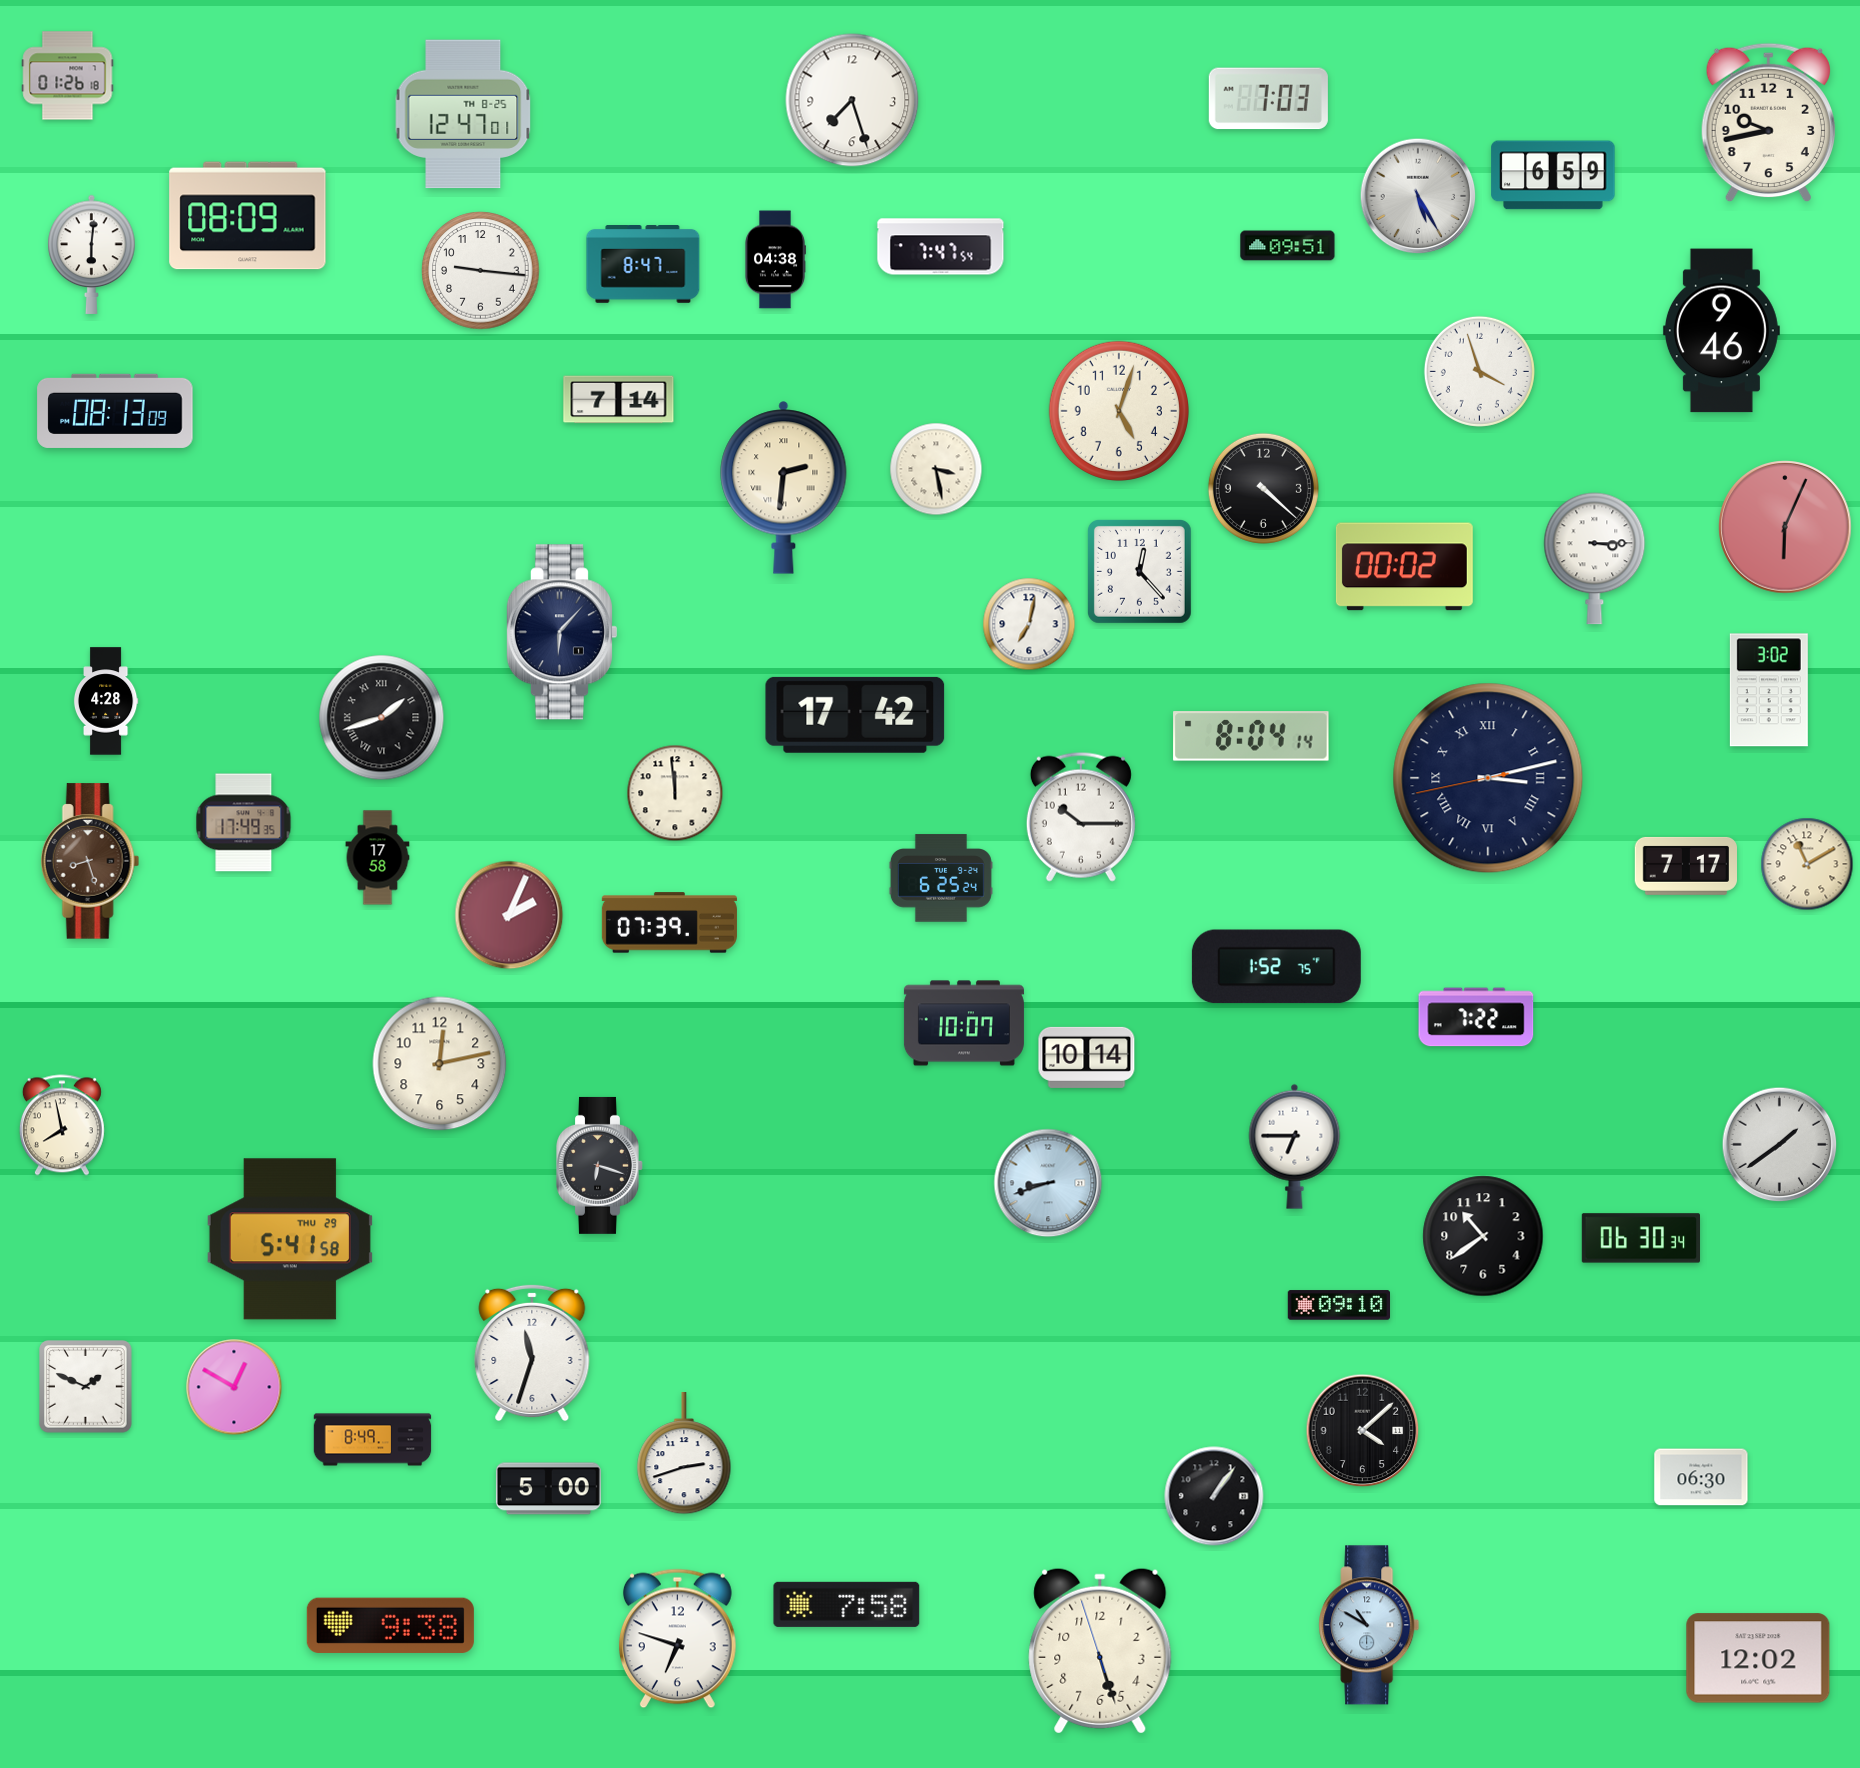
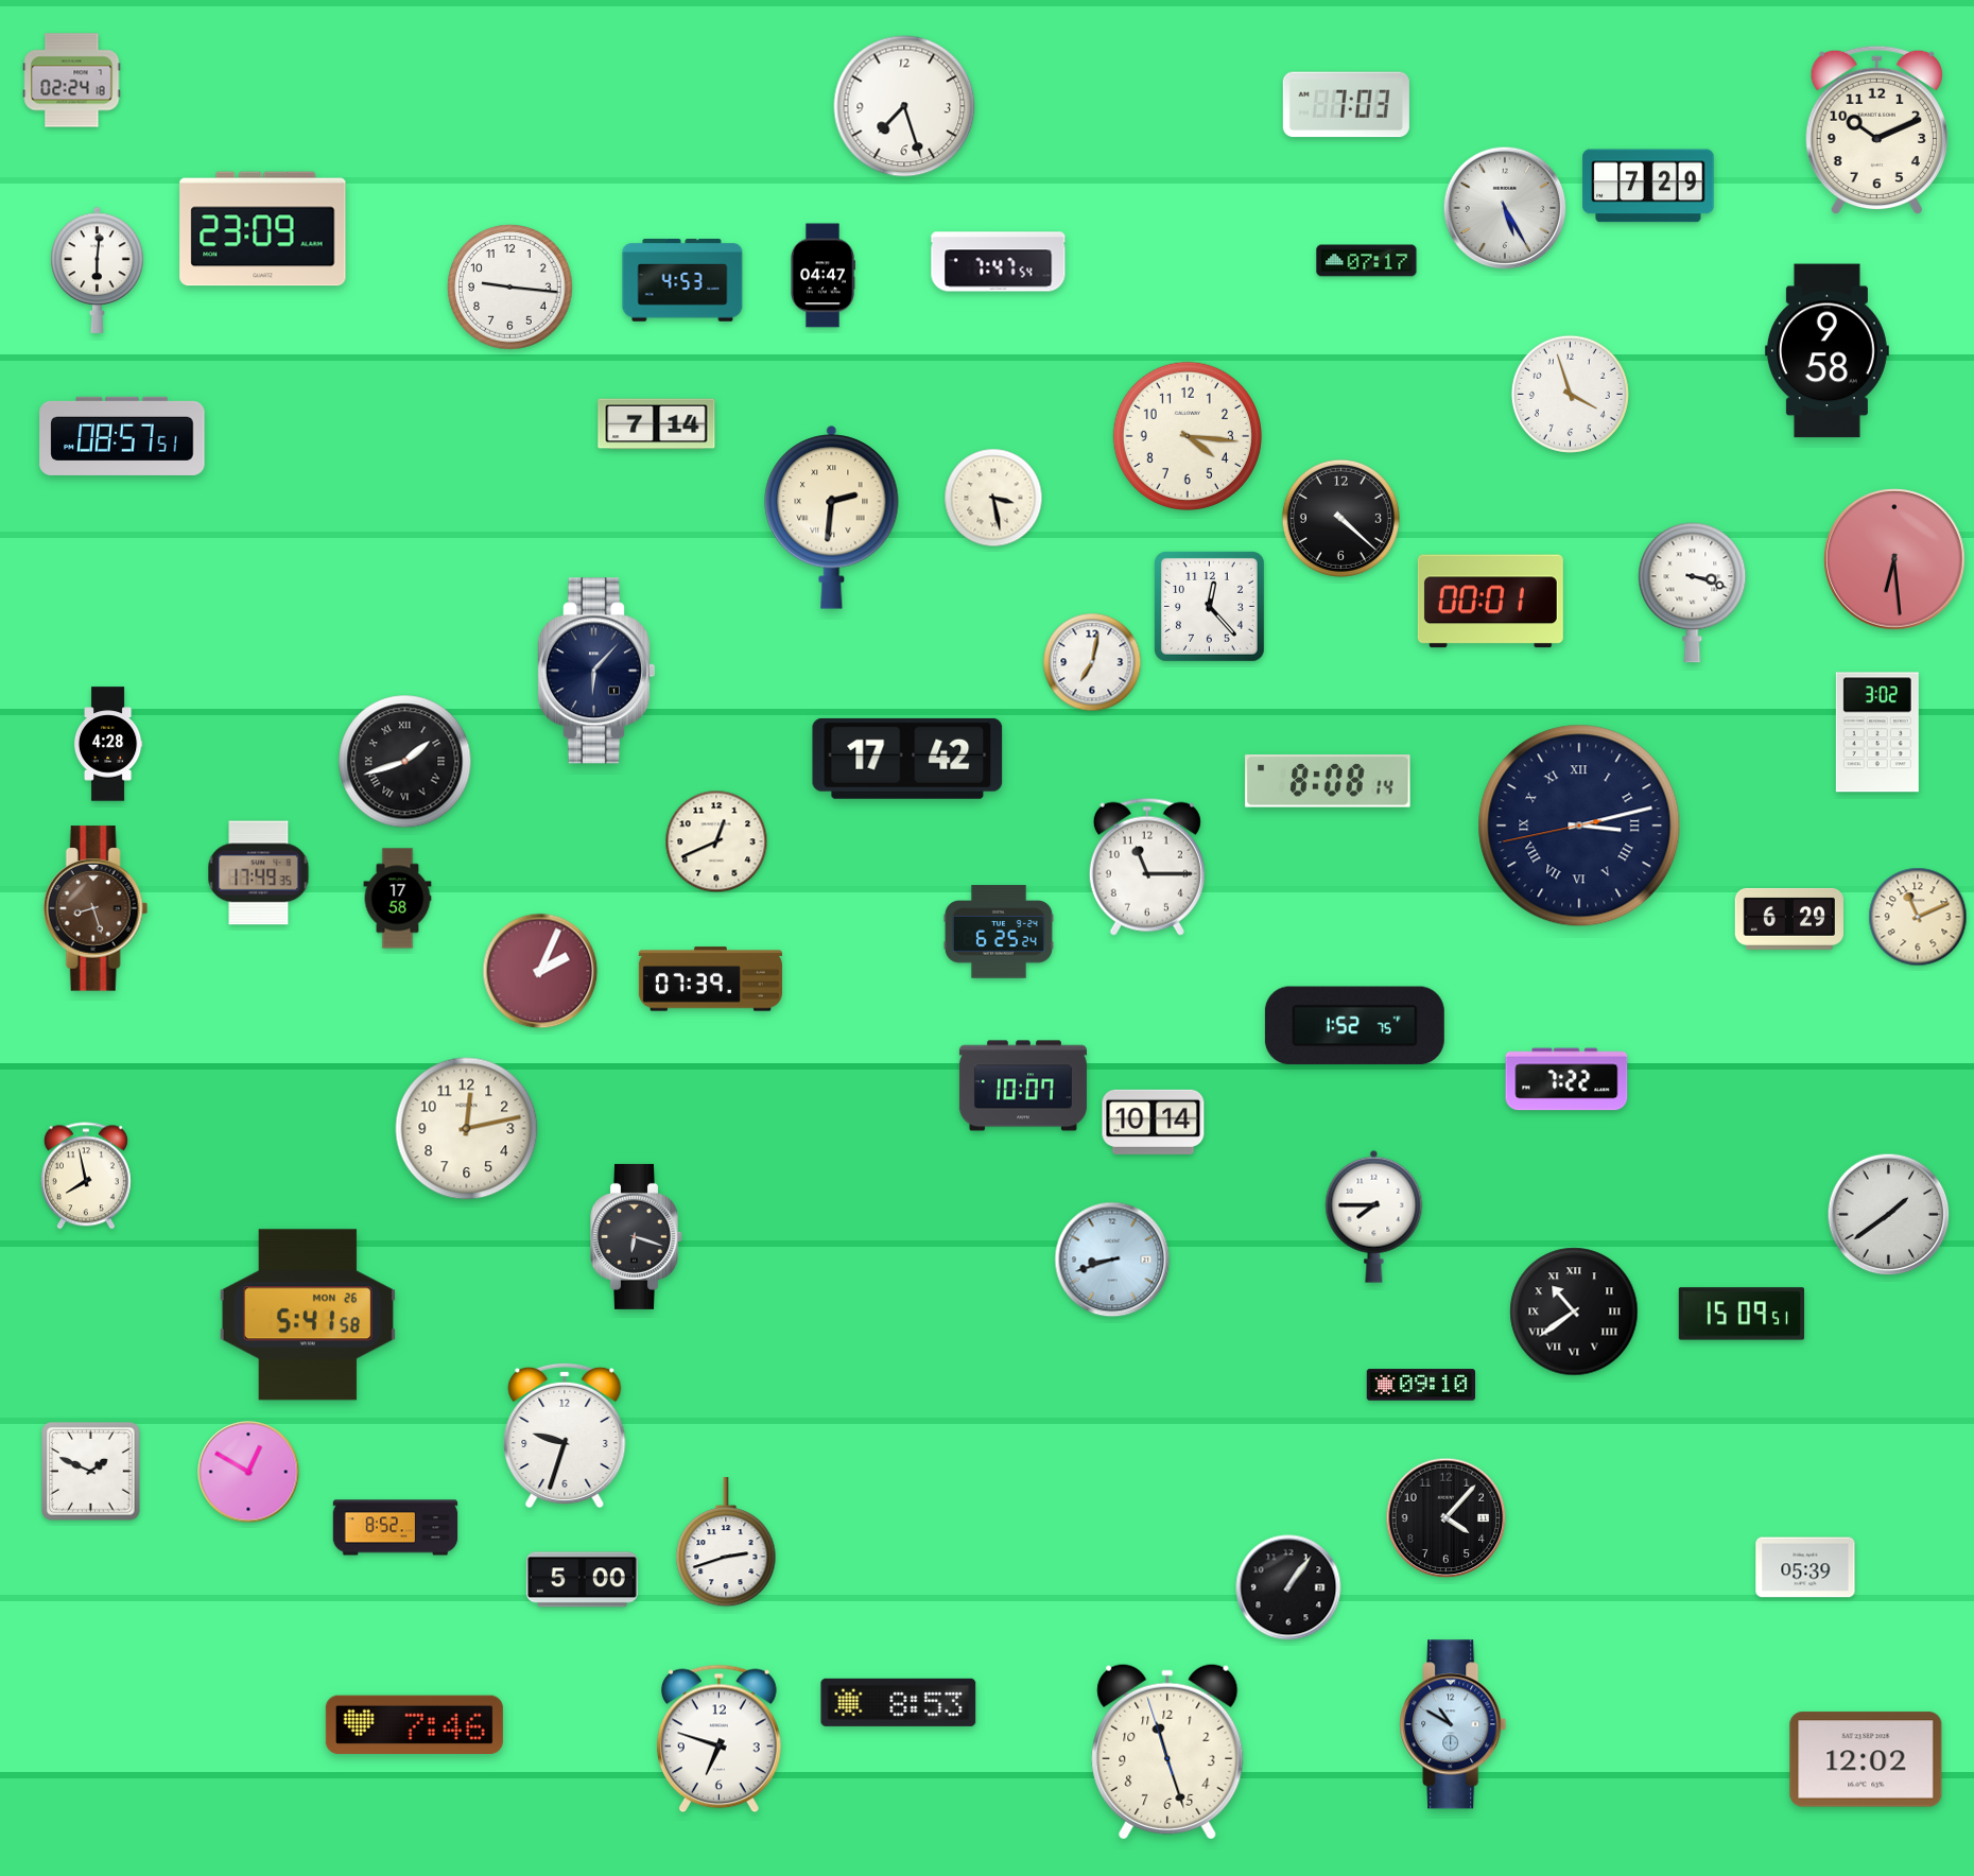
clock at (68, 76): 01:26 -> 02:24
clock at (463, 114): 12:47 -> none
clock at (1768, 123): 9:43 -> 10:11
clock at (1553, 175): 6:59 -> 7:29
clock at (248, 216): 08:09 -> 23:09
clock at (1288, 246): 09:51 -> 07:17
clock at (776, 260): 04:38 -> 04:47
clock at (643, 265): 8:47 -> 4:53
clock at (1721, 331): 9:46 -> 9:58
clock at (115, 411): 08:13 -> 08:57
clock at (1119, 411): 5:03 -> 4:16
clock at (1785, 527): 6:04 -> 6:29
clock at (1595, 559): 3:15 -> 3:18
clock at (1404, 567): 00:02 -> 00:01
clock at (106, 701) position: (106, 701) -> (108, 744)
clock at (1251, 736): 8:04 -> 8:08
clock at (675, 793): 11:59 -> 12:41
clock at (1081, 817): 10:15 -> 11:15
clock at (378, 858) position: (378, 858) -> (398, 899)
clock at (90, 861) position: (90, 861) -> (96, 908)
clock at (1807, 864): 11:10 -> 11:11
clock at (1685, 866): 7:17 -> 6:29
clock at (62, 1125) position: (62, 1125) -> (86, 1176)
clock at (1295, 1146): 6:45 -> 7:45
clock at (1048, 1183) position: (1048, 1183) -> (1112, 1260)
clock at (1483, 1236) numerals: Arabic -> Roman
clock at (1640, 1238): 06:30 -> 15:09
clock at (290, 1239) date: THU 29 -> MON 26
clock at (532, 1353): 11:33 -> 9:33
clock at (1363, 1431): 4:08 -> 4:07
clock at (373, 1440): 8:49 -> 8:52
clock at (1701, 1477): 06:30 -> 05:39
clock at (847, 1604): 7:58 -> 8:53
clock at (390, 1625): 9:38 -> 7:46
clock at (1100, 1651): 5:26 -> 11:26
